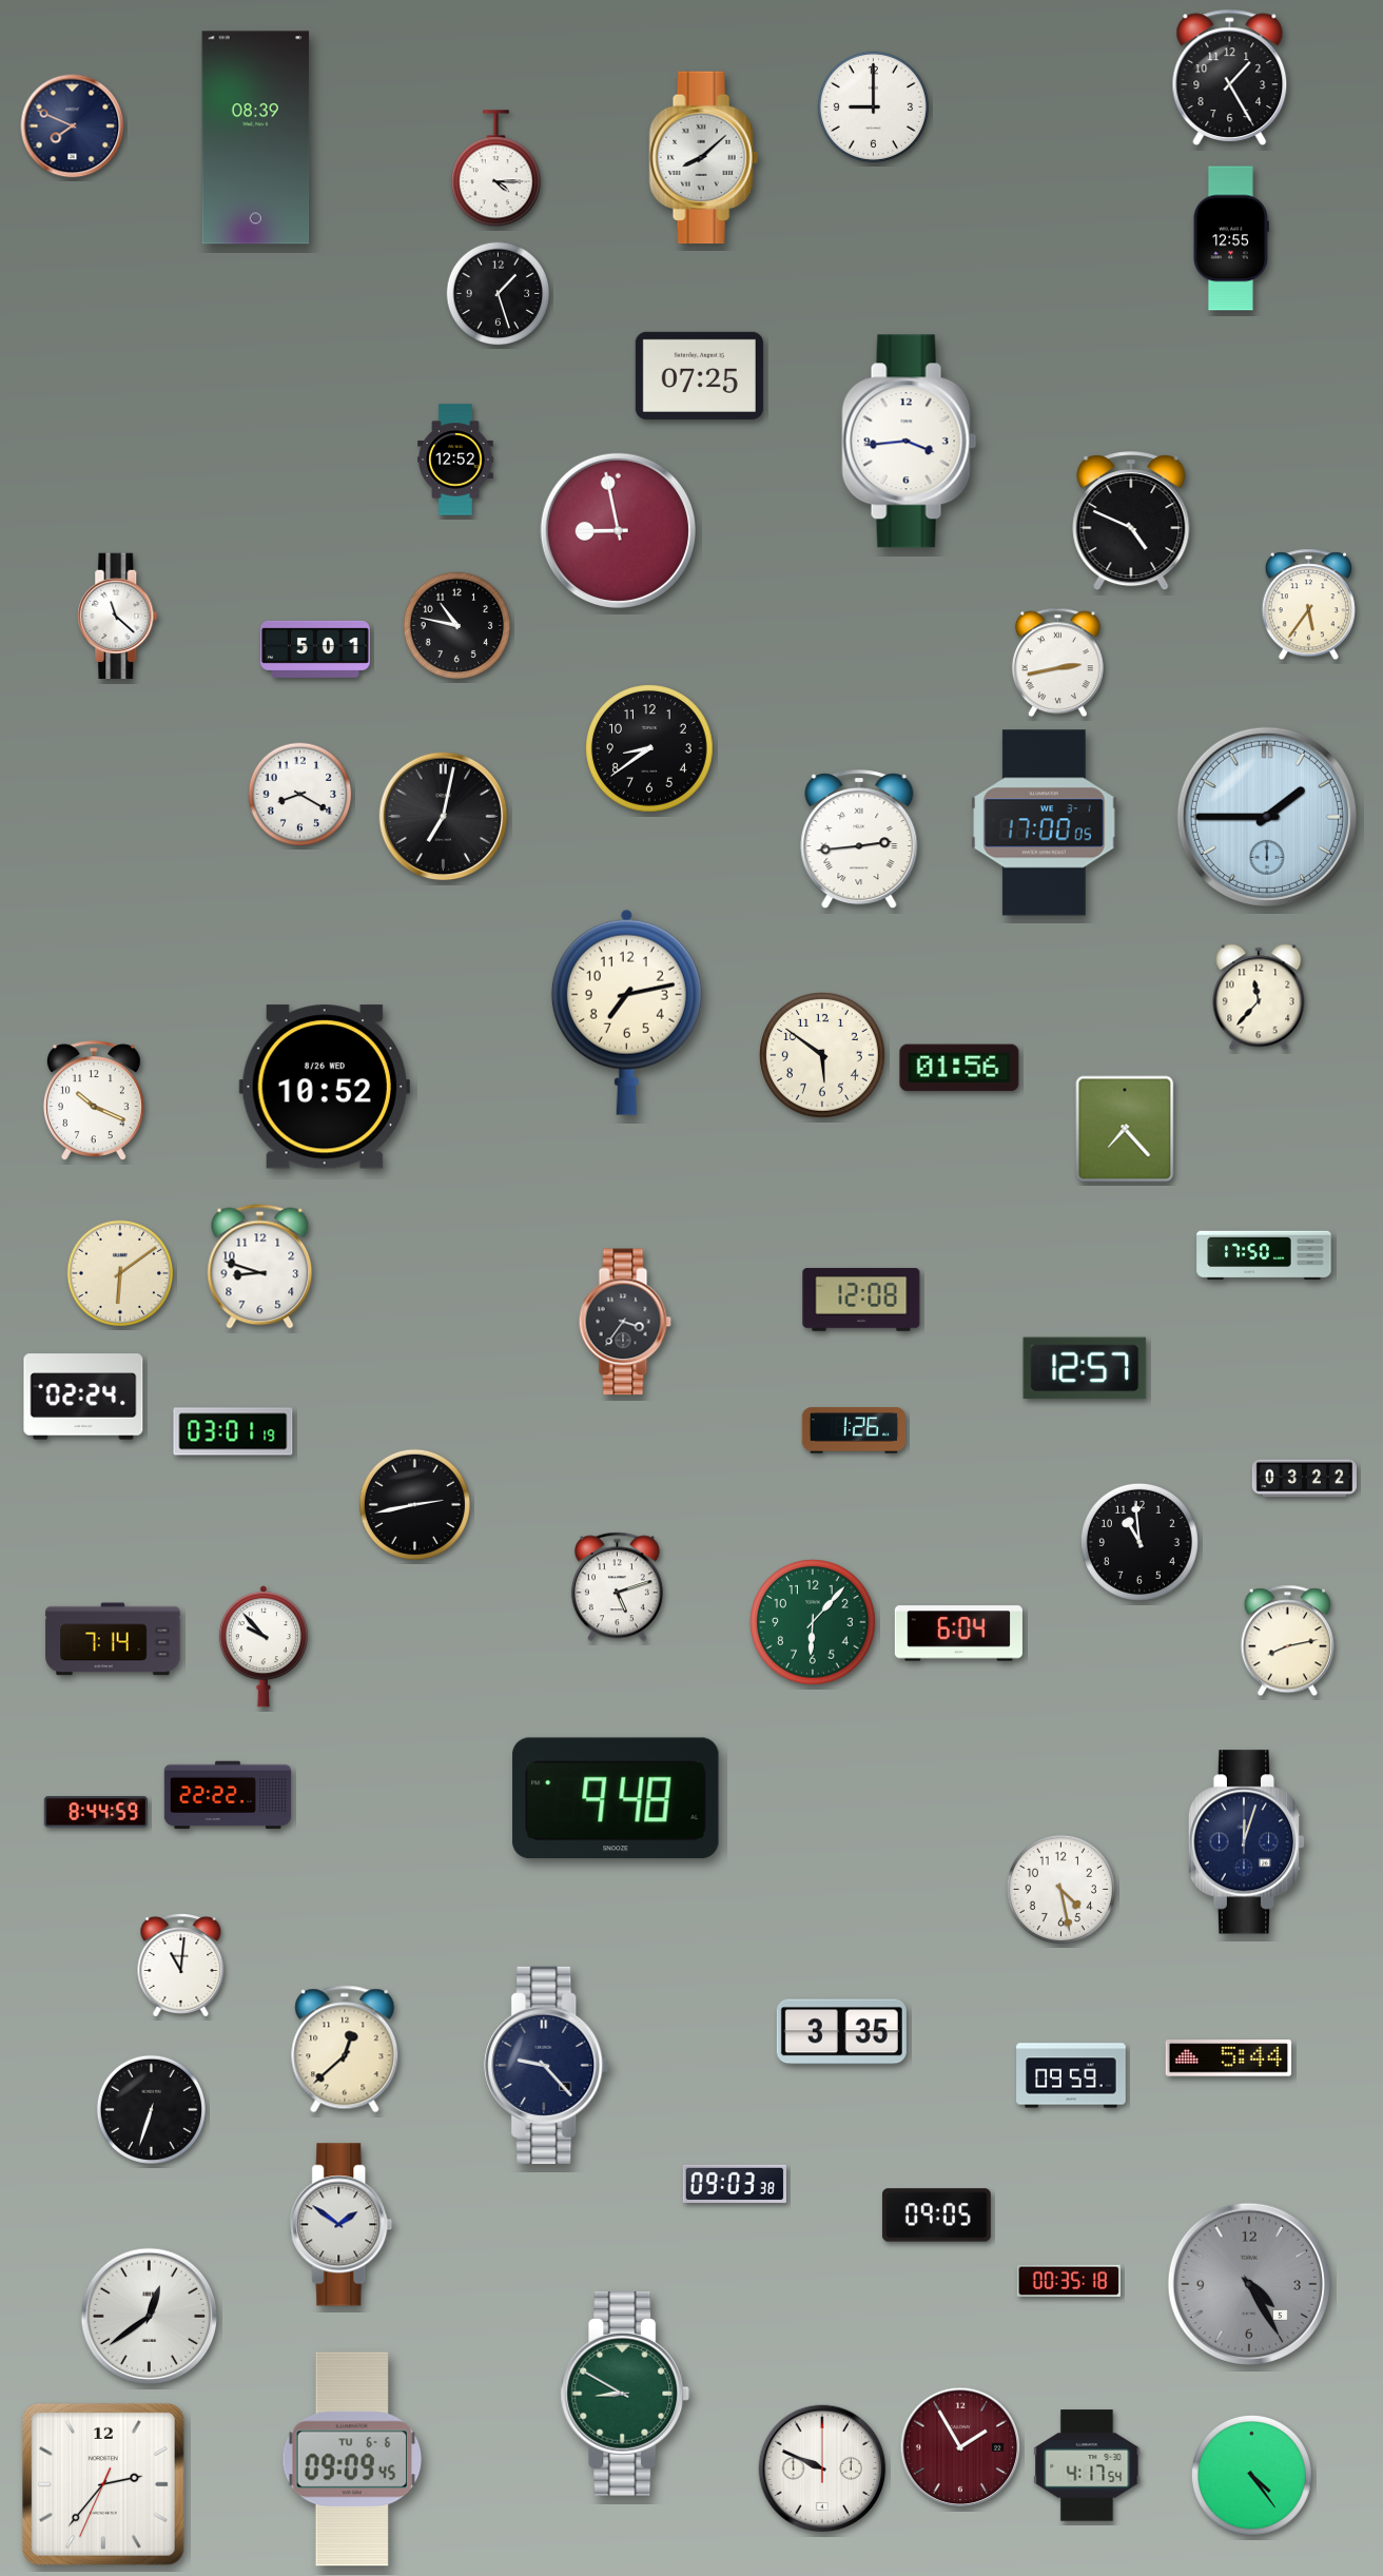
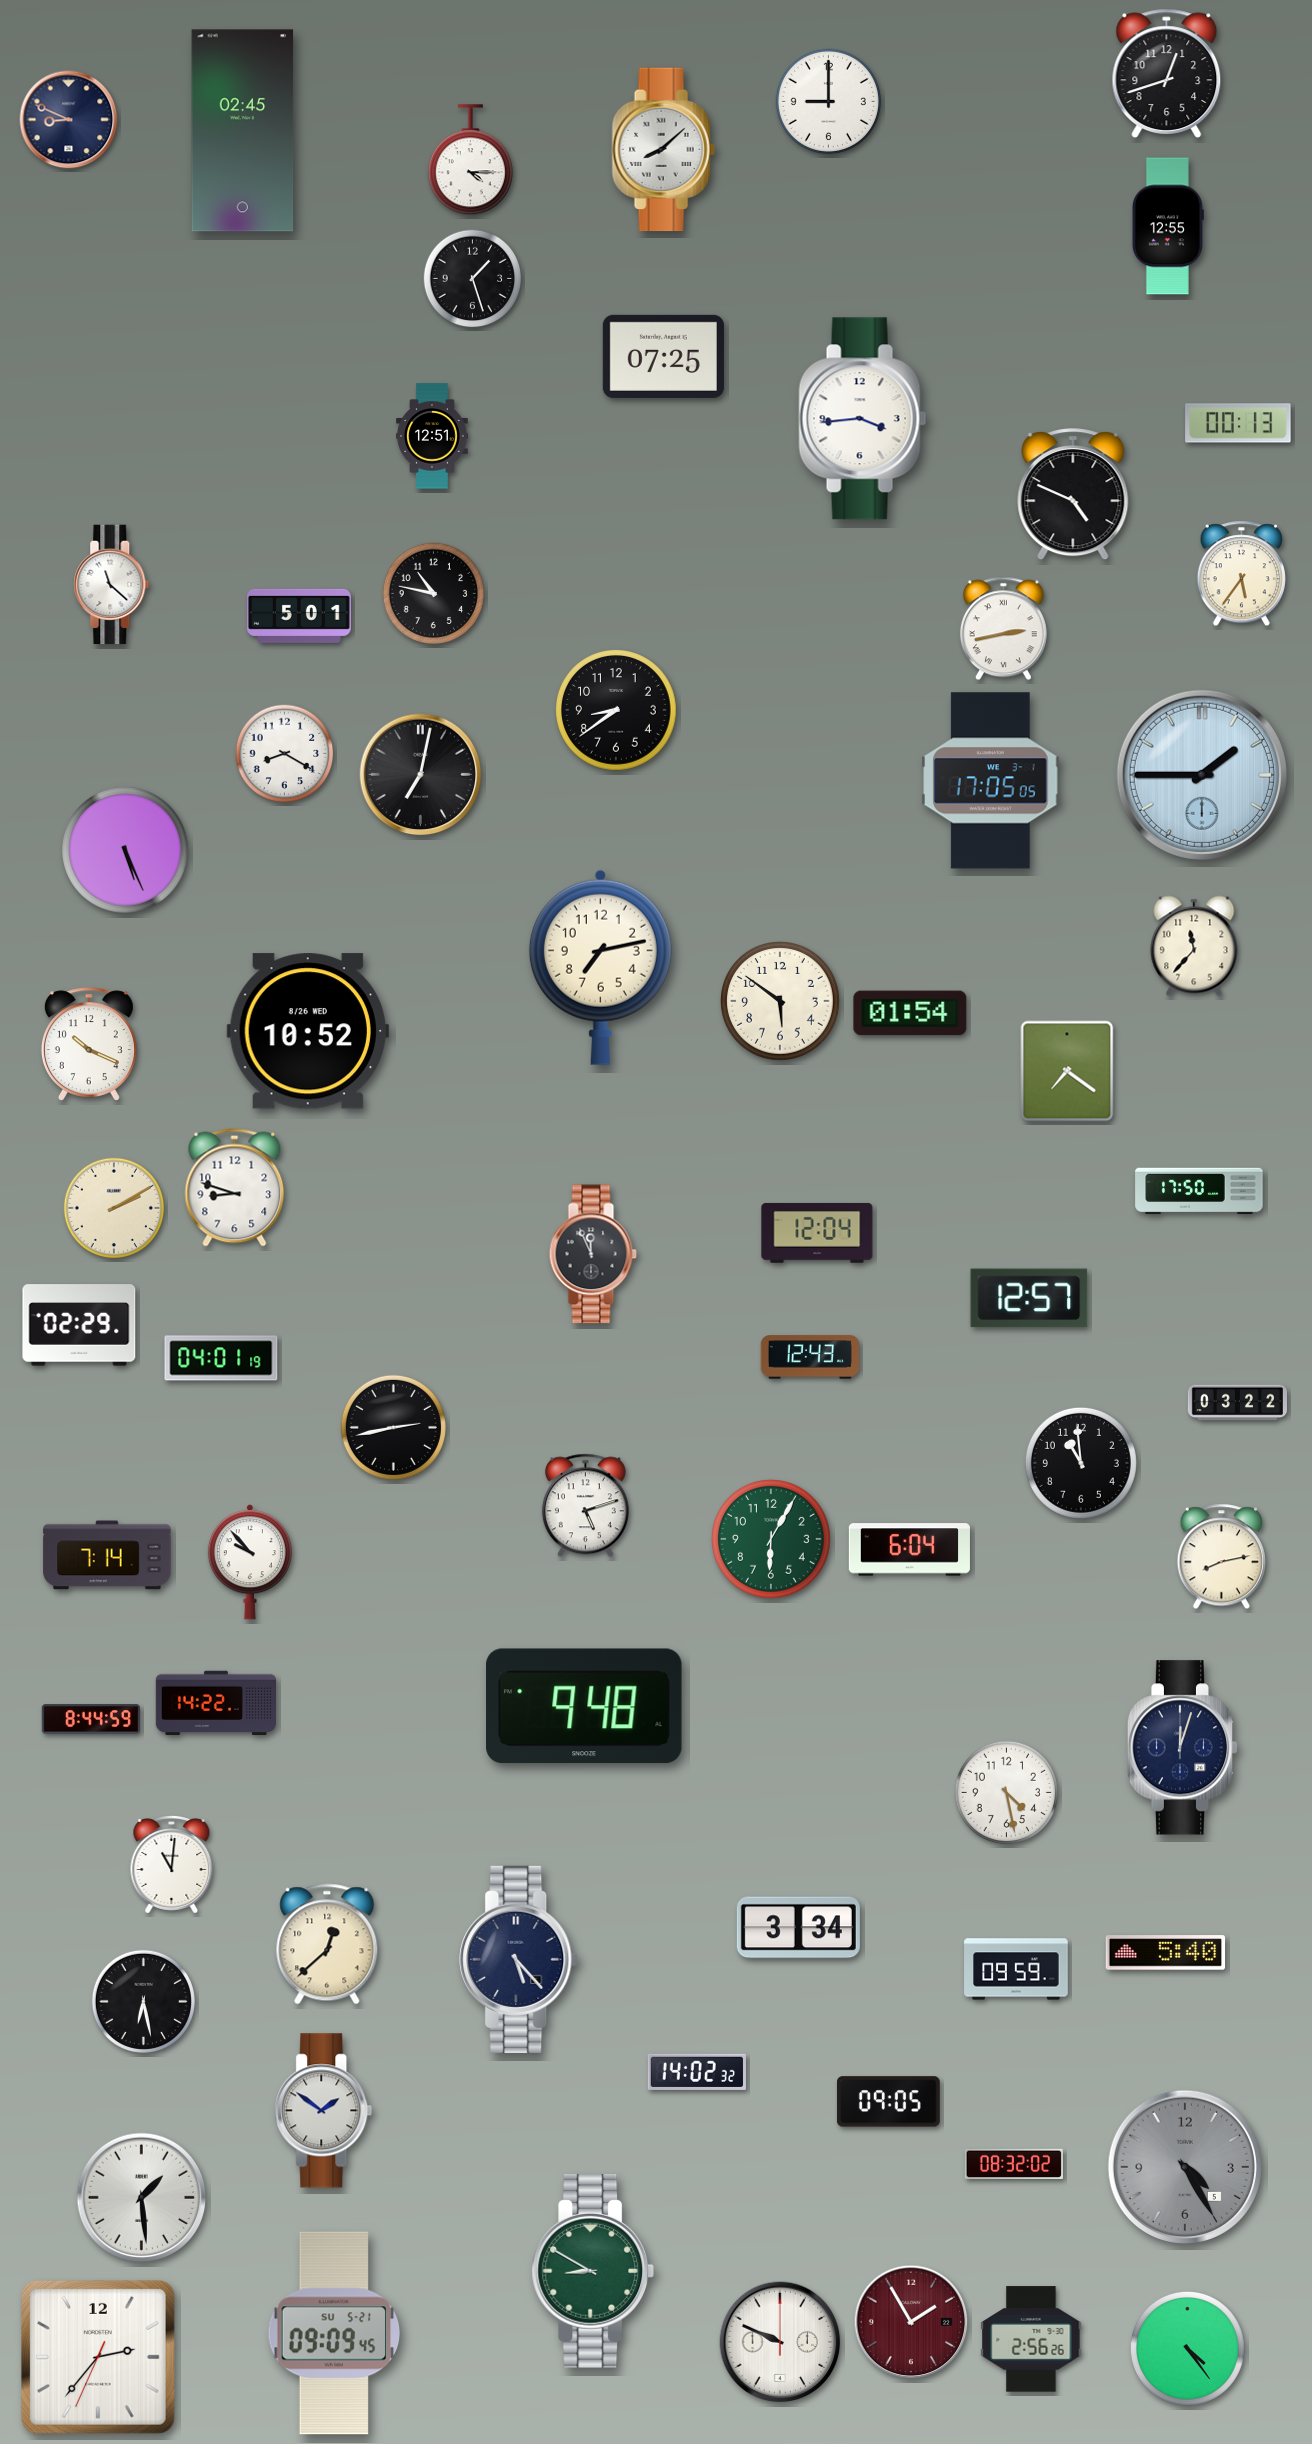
clock at (1230, 77): 1:25 -> 12:42
clock at (73, 126): 7:49 -> 8:49
clock at (256, 138): 08:39 -> 02:45
clock at (703, 158) position: (703, 158) -> (663, 150)
clock at (1238, 423): none -> 00:13
clock at (455, 460): 12:52 -> 12:51
clock at (618, 530): 8:58 -> none
clock at (1045, 823): 17:00 -> 17:05
clock at (859, 840): 2:44 -> none
clock at (125, 850): none -> 5:26
clock at (626, 1012) position: (626, 1012) -> (600, 967)
clock at (959, 1068): 01:56 -> 01:54
clock at (1125, 1129): 7:23 -> 7:21
clock at (260, 1267) position: (260, 1267) -> (235, 1188)
clock at (120, 1273): 6:09 -> 2:10
clock at (861, 1300): 12:08 -> 12:04
clock at (625, 1322): 3:36 -> 11:56
clock at (83, 1397): 02:24 -> 02:29
clock at (853, 1430): 1:26 -> 12:43
clock at (233, 1431): 03:01 -> 04:01
clock at (814, 1623): 6:07 -> 6:05
clock at (227, 1795): 22:22 -> 14:22
clock at (841, 2032): 3:35 -> 3:34
clock at (1229, 2058): 5:44 -> 5:40
clock at (547, 2065): 9:23 -> 5:23
clock at (151, 2109): 6:33 -> 6:28
clock at (735, 2184): 09:03 -> 14:02
clock at (1069, 2281): 00:35 -> 08:32
clock at (150, 2317): 12:39 -> 1:29
clock at (352, 2459) date: TU 6-6 -> SU 5-21
clock at (1087, 2465): 4:17 -> 2:56
